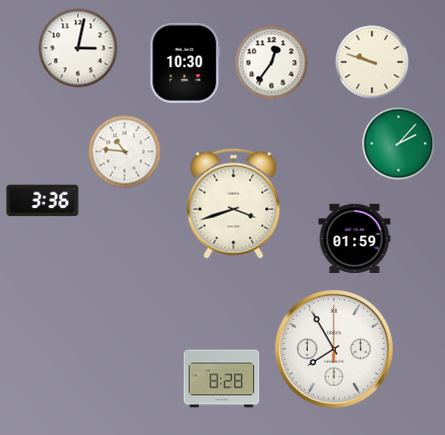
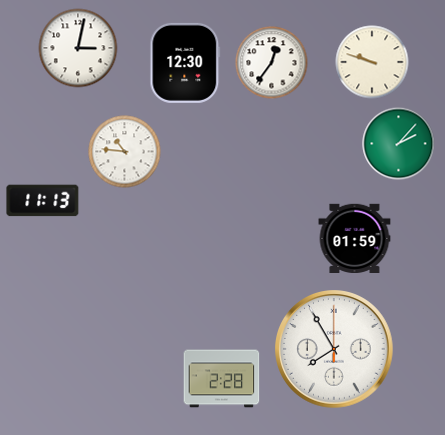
clock at (185, 63): 10:30 -> 12:30
clock at (43, 201): 3:36 -> 11:13
clock at (234, 203): 3:42 -> none
clock at (222, 379): 8:28 -> 2:28
